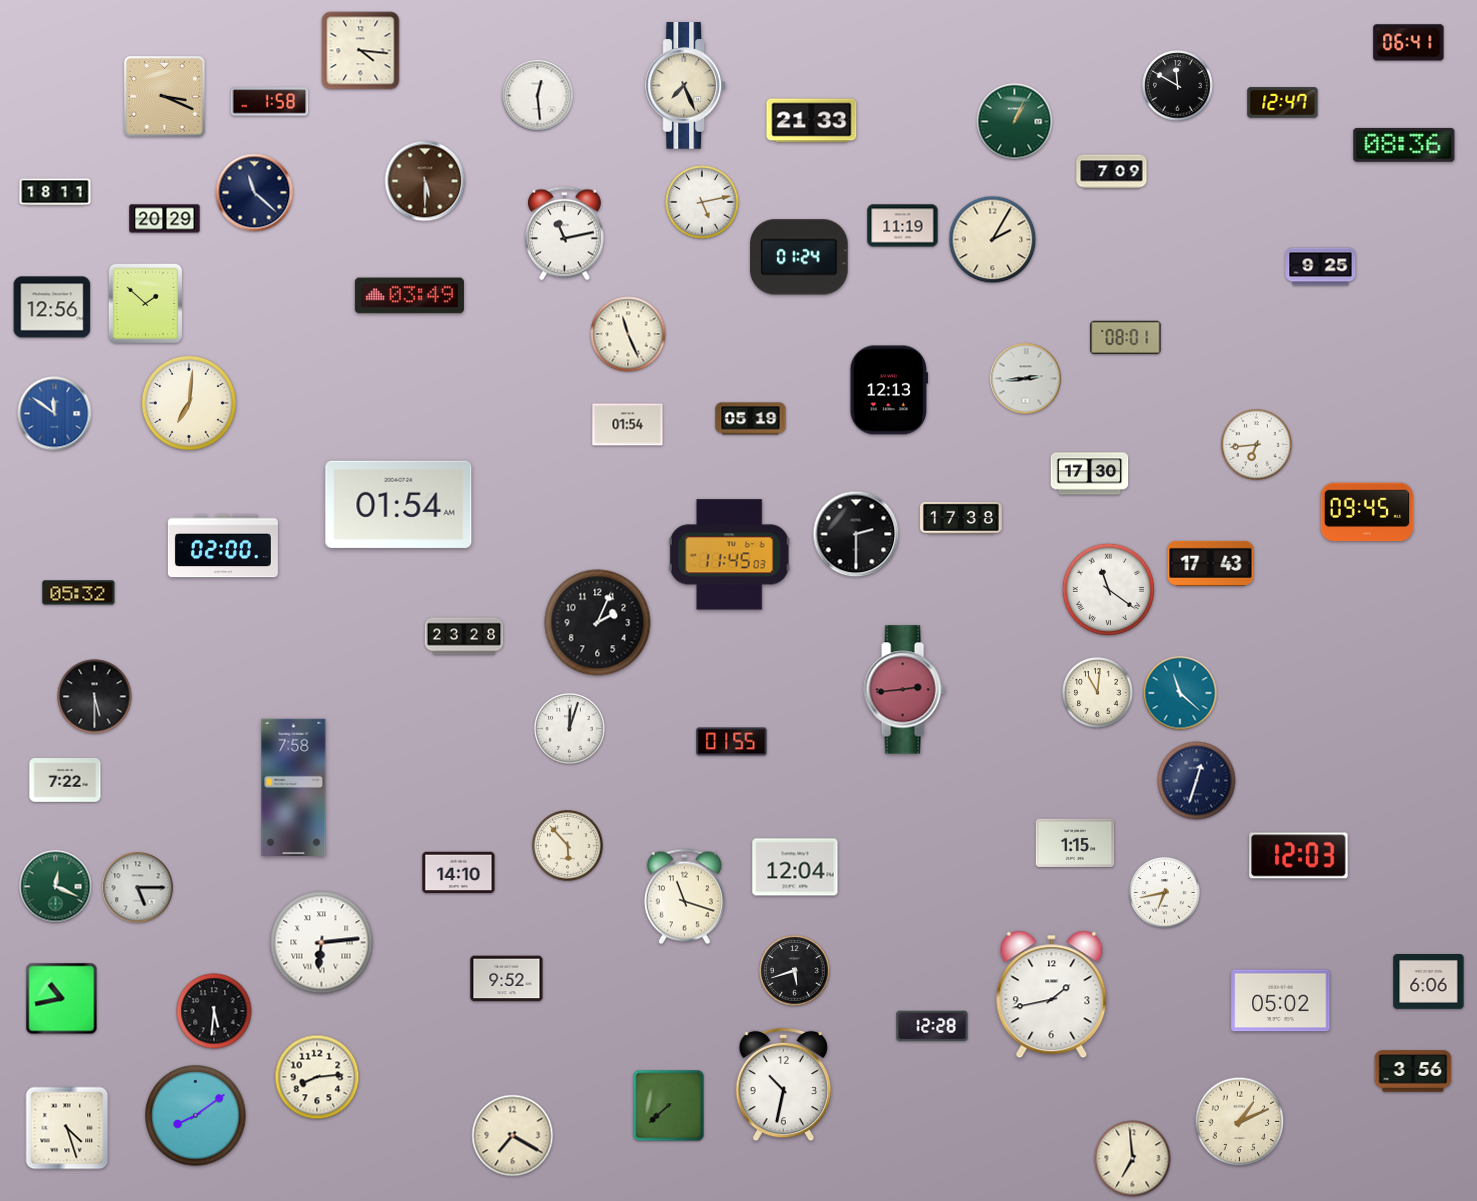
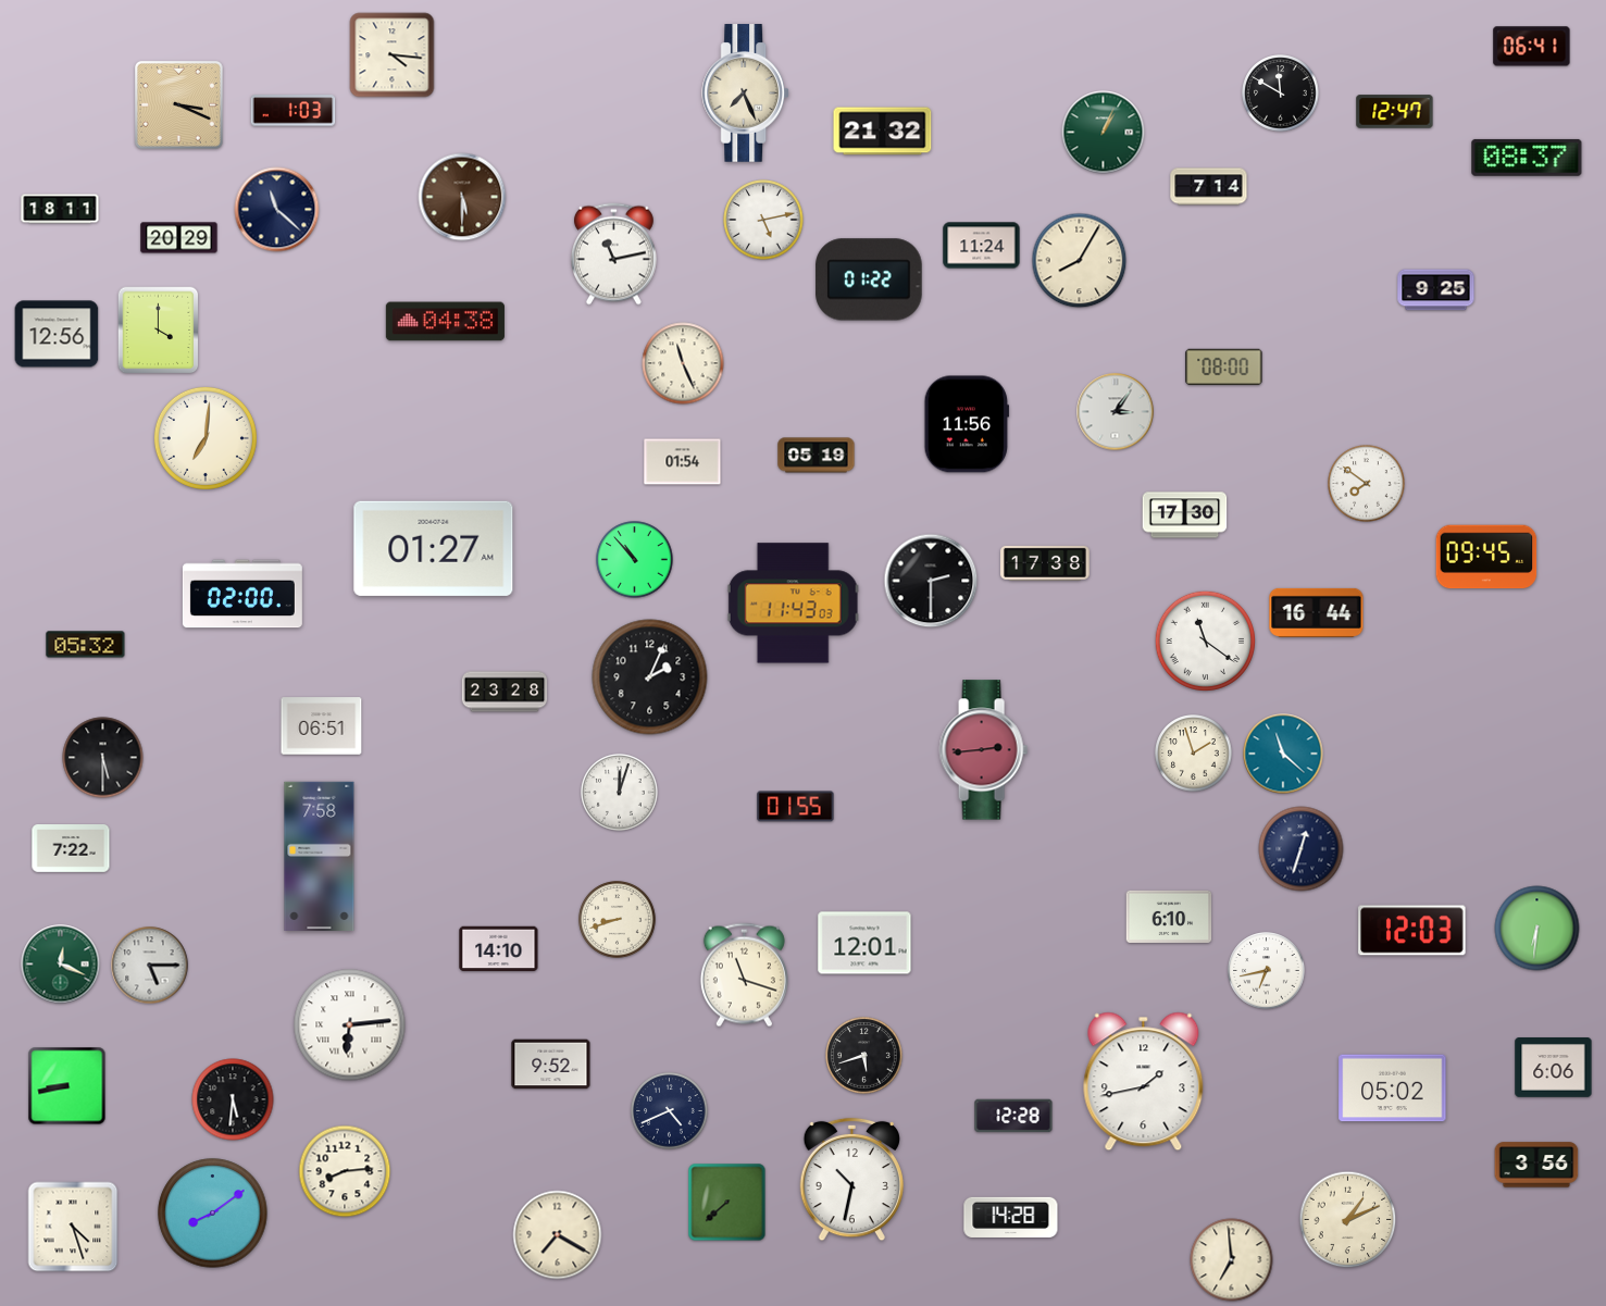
clock at (538, 96): 12:29 -> none
clock at (270, 102): 1:58 -> 1:03
clock at (812, 121): 21:33 -> 21:32
clock at (1404, 145): 08:36 -> 08:37
clock at (1112, 172): 7:09 -> 7:14
clock at (903, 226): 11:19 -> 11:24
clock at (993, 240): 2:05 -> 8:05
clock at (799, 257): 01:24 -> 01:22
clock at (409, 296): 03:49 -> 04:38
clock at (146, 304): 1:52 -> 4:00
clock at (1126, 338): 08:01 -> 08:00
clock at (1026, 379): 2:44 -> 3:06
clock at (888, 390): 12:13 -> 11:56
clock at (55, 414): 11:51 -> none
clock at (1257, 445): 6:44 -> 7:51
clock at (399, 504): 01:54 -> 01:27
clock at (635, 560): none -> 10:53
clock at (729, 555): 11:45 -> 11:43
clock at (1211, 563): 17:43 -> 16:44
clock at (322, 726): none -> 06:51
clock at (1098, 693): 11:01 -> 1:57
clock at (1075, 843): 1:15 -> 6:10
clock at (568, 846): 5:53 -> 8:42
clock at (1537, 929): none -> 6:31
clock at (795, 867): 12:04 -> 12:01
clock at (62, 999): 10:43 -> 8:43
clock at (670, 1111): none -> 4:41
clock at (1011, 1217): none -> 14:28
